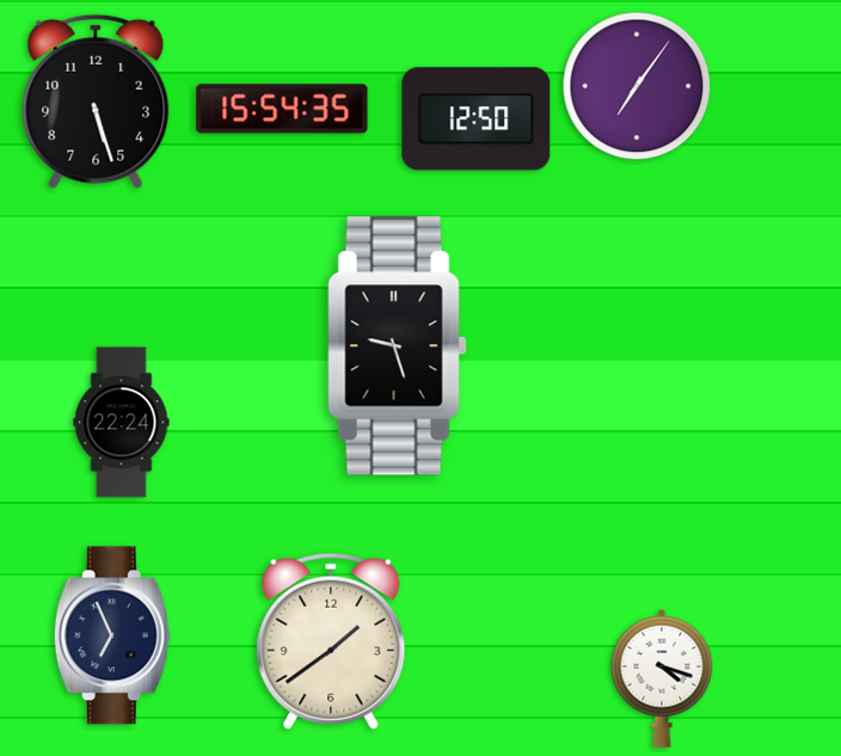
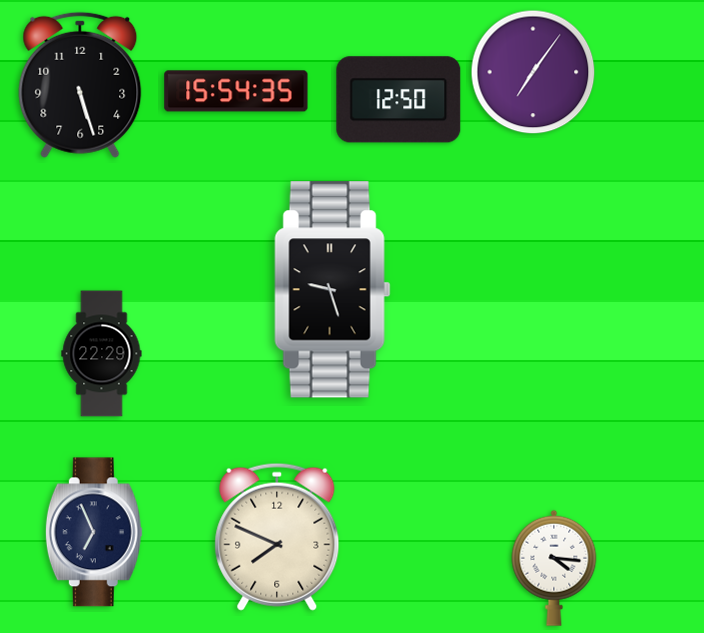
clock at (122, 423): 22:24 -> 22:29
clock at (331, 641): 1:39 -> 7:49
clock at (662, 678): 4:18 -> 4:16
